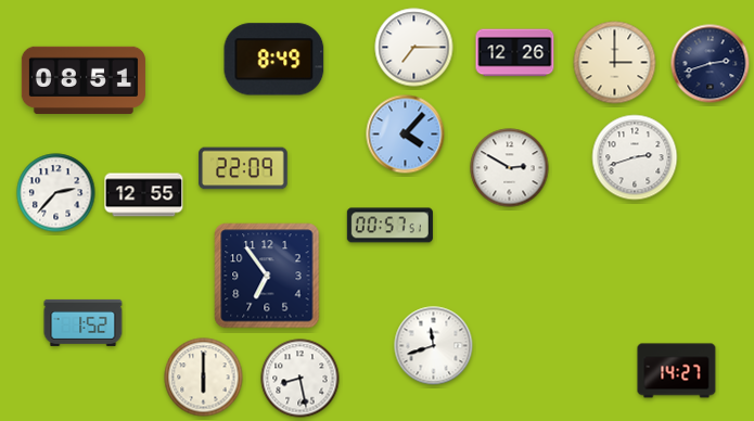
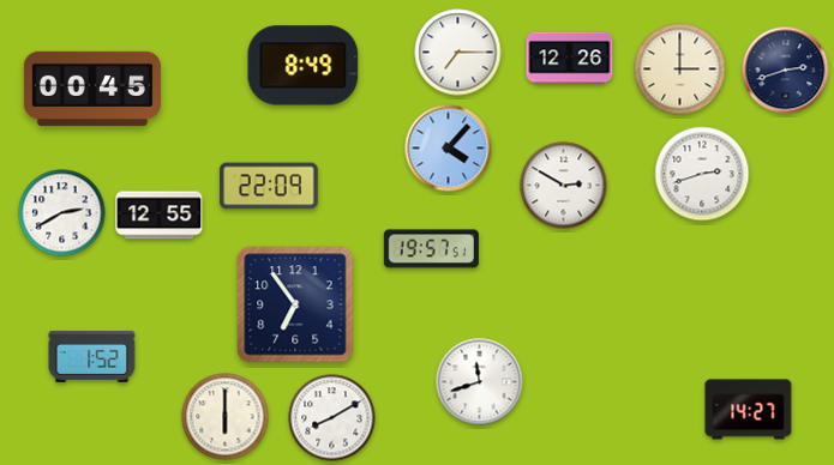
clock at (84, 79): 08:51 -> 00:45
clock at (56, 193): 2:37 -> 2:40
clock at (389, 226): 00:57 -> 19:57
clock at (301, 379): 8:28 -> 8:10
